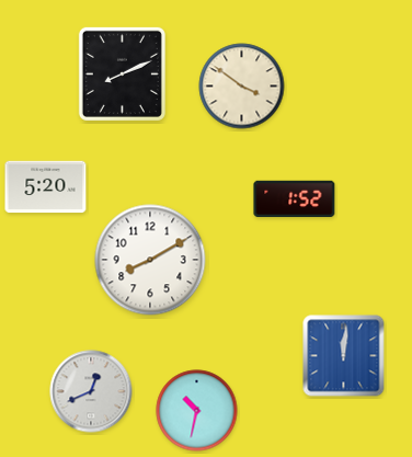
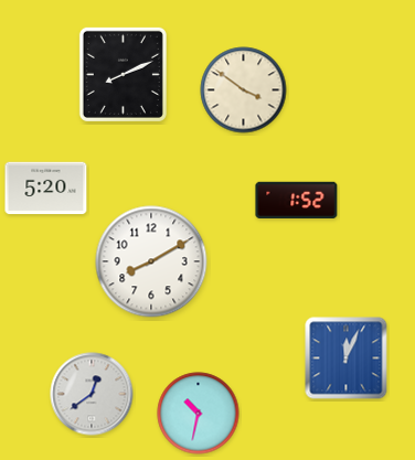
clock at (242, 87) position: (242, 87) -> (244, 90)
clock at (344, 356): 12:01 -> 12:04
clock at (91, 391): 12:41 -> 12:39
